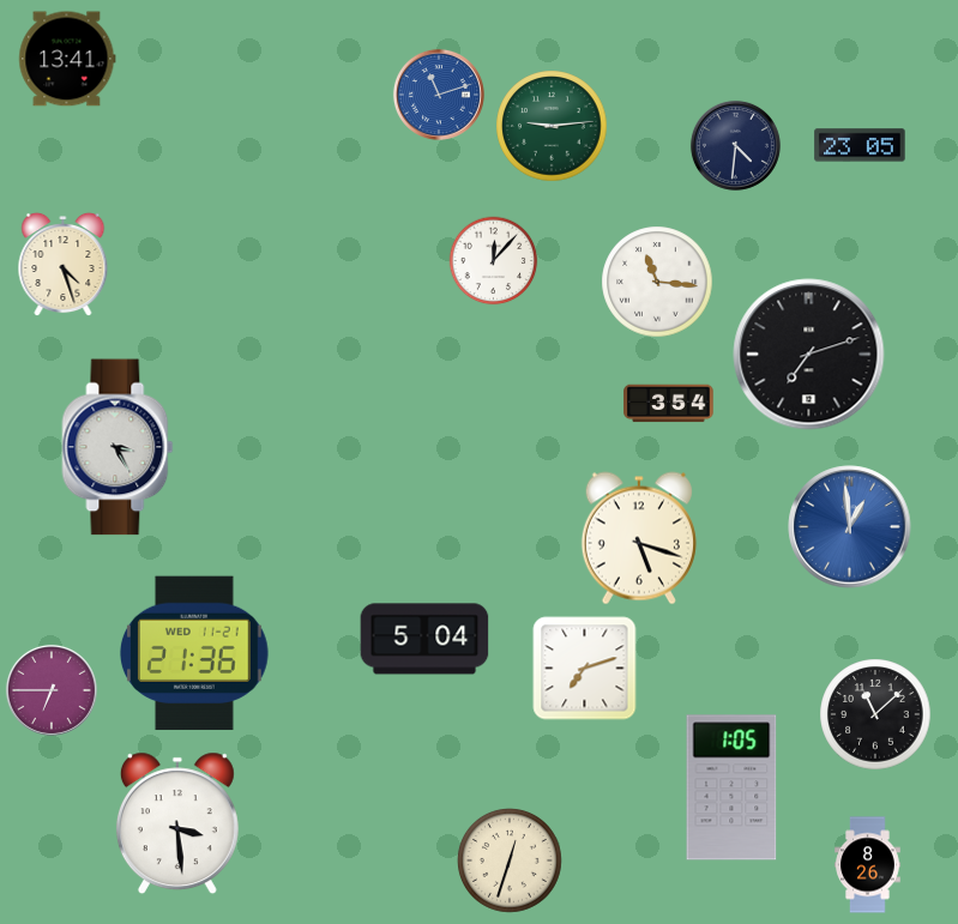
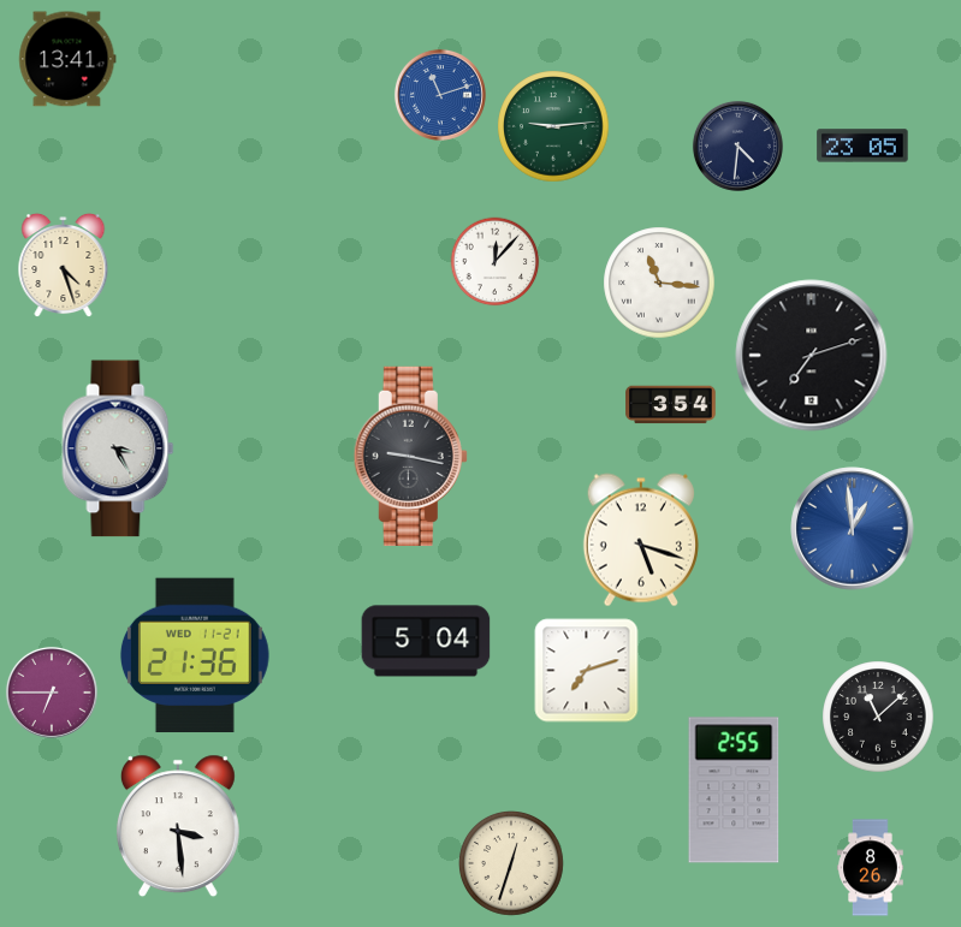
clock at (410, 456): none -> 9:17
clock at (731, 787): 1:05 -> 2:55
